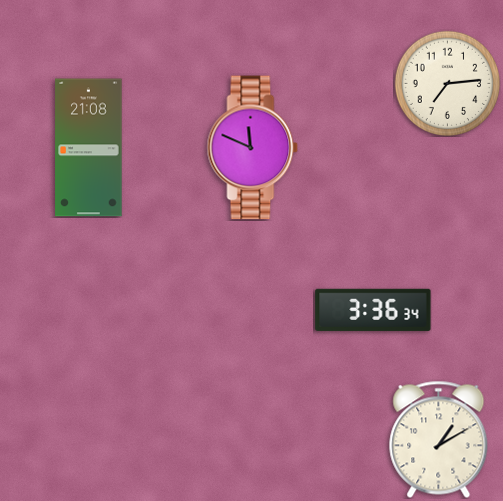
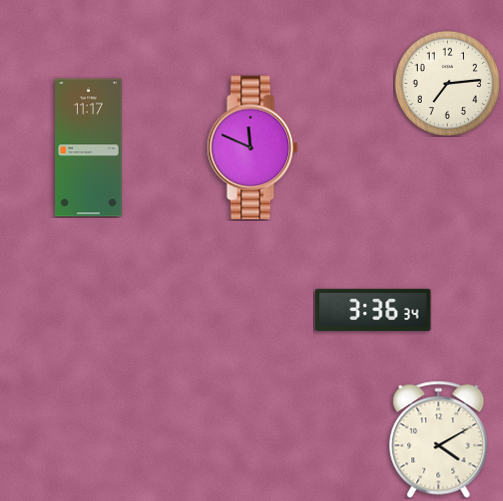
clock at (89, 148): 21:08 -> 11:17
clock at (439, 439): 1:10 -> 4:10
